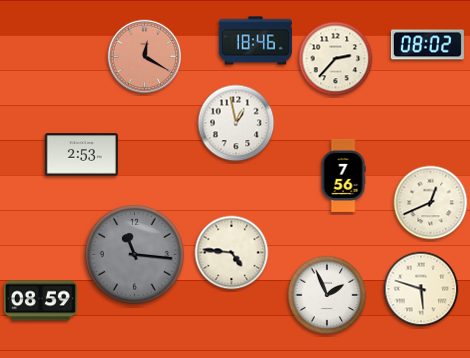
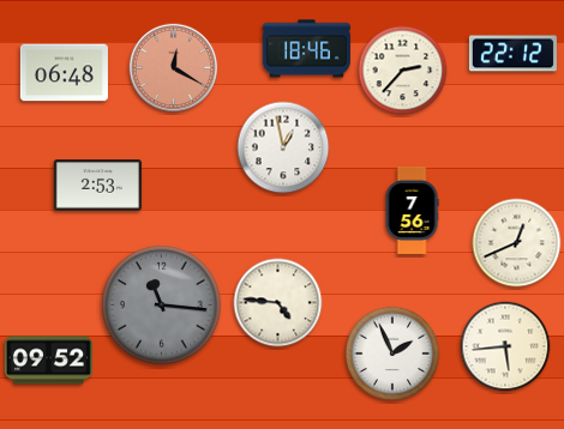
clock at (427, 45): 08:02 -> 22:12
clock at (64, 73): none -> 06:48
clock at (421, 289): 5:48 -> 5:44
clock at (40, 301): 08:59 -> 09:52
